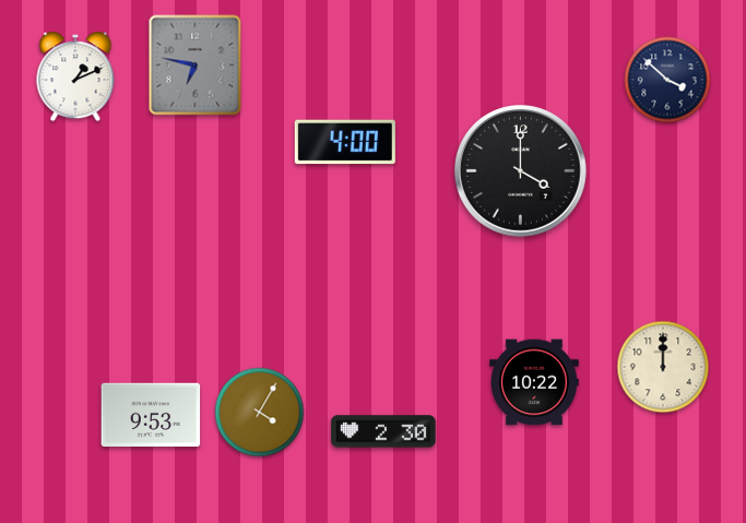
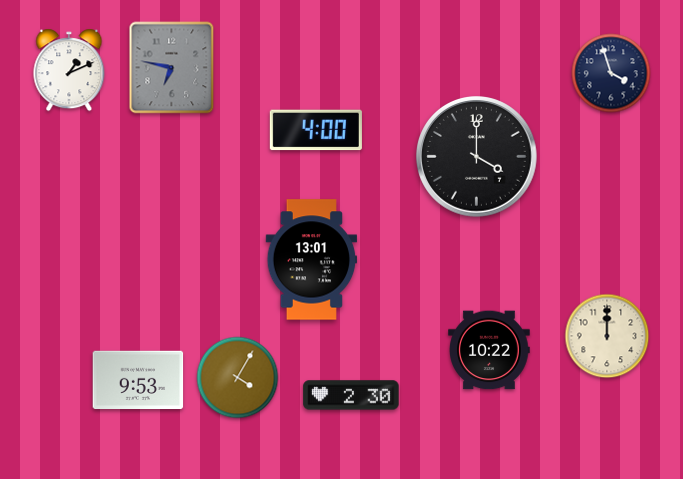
clock at (196, 66) position: (196, 66) -> (172, 68)
clock at (667, 80): 3:52 -> 3:57
clock at (312, 260): none -> 13:01
